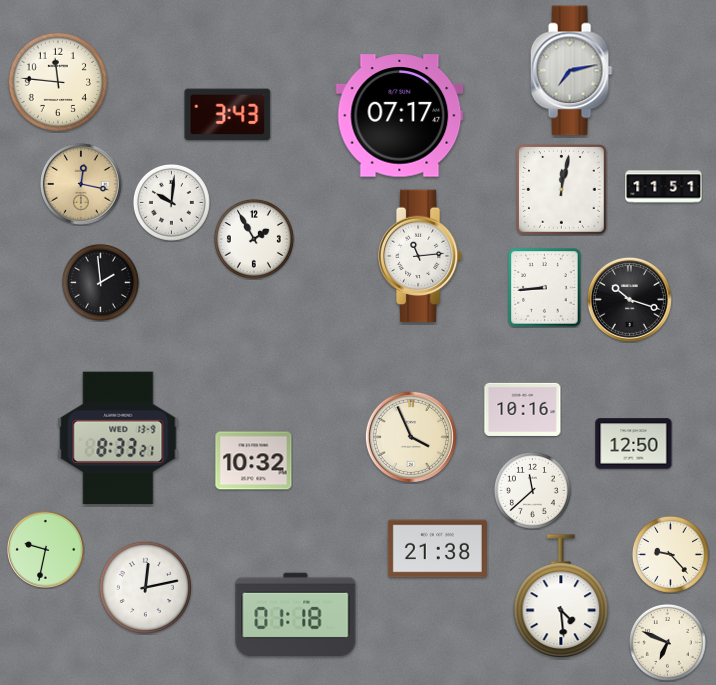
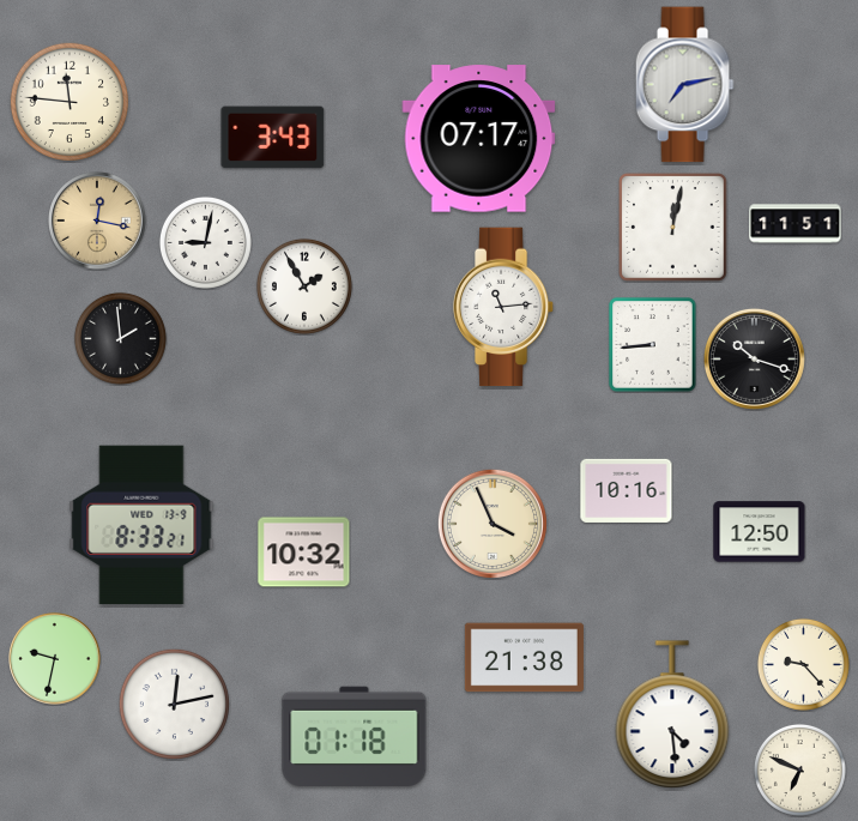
clock at (57, 81) position: (57, 81) -> (68, 101)
clock at (171, 202): 10:01 -> 9:02
clock at (532, 490): 11:38 -> none
